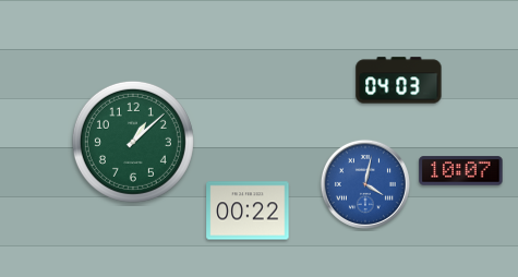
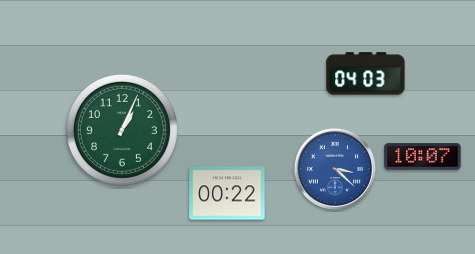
clock at (133, 142): 1:08 -> 1:04
clock at (365, 184): 4:02 -> 3:22
